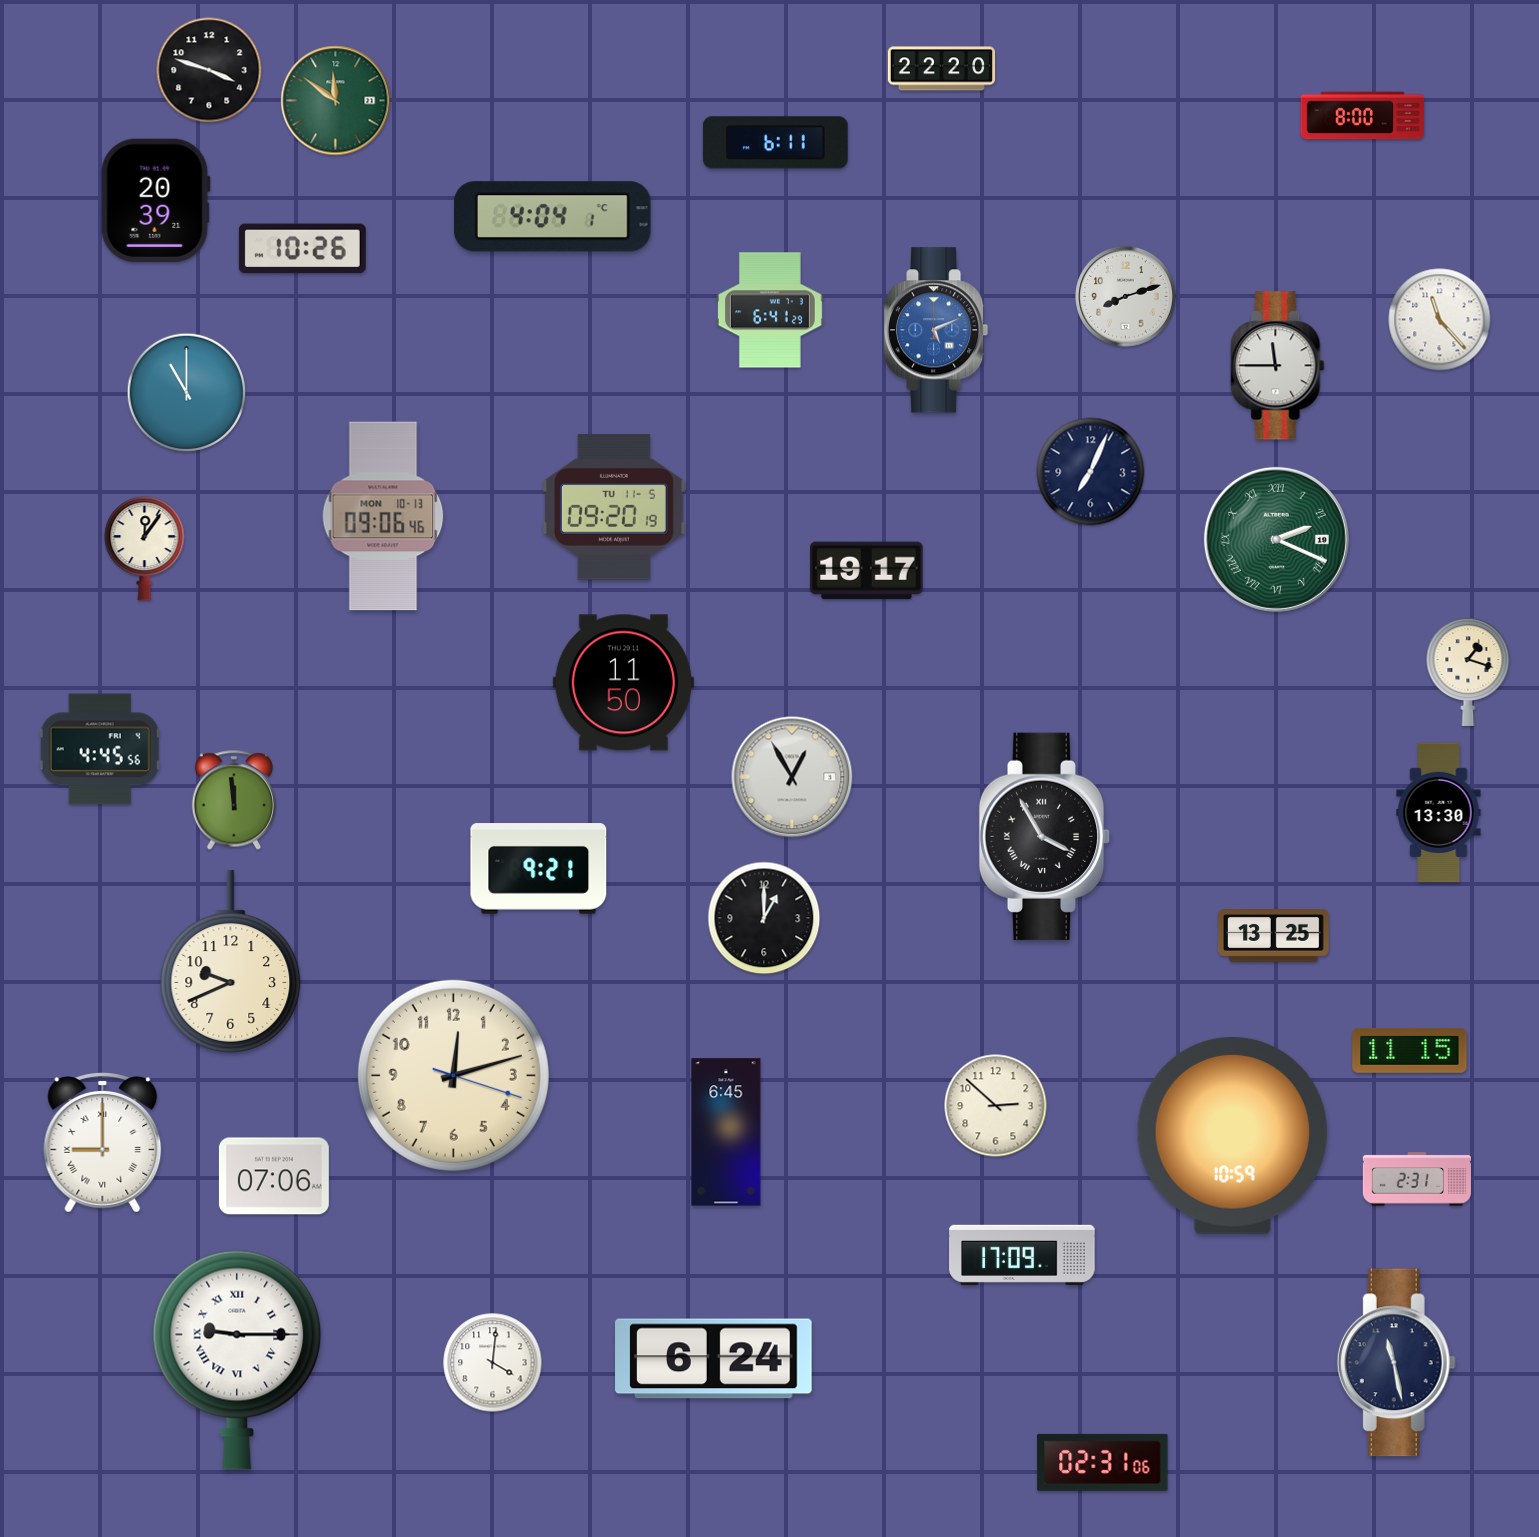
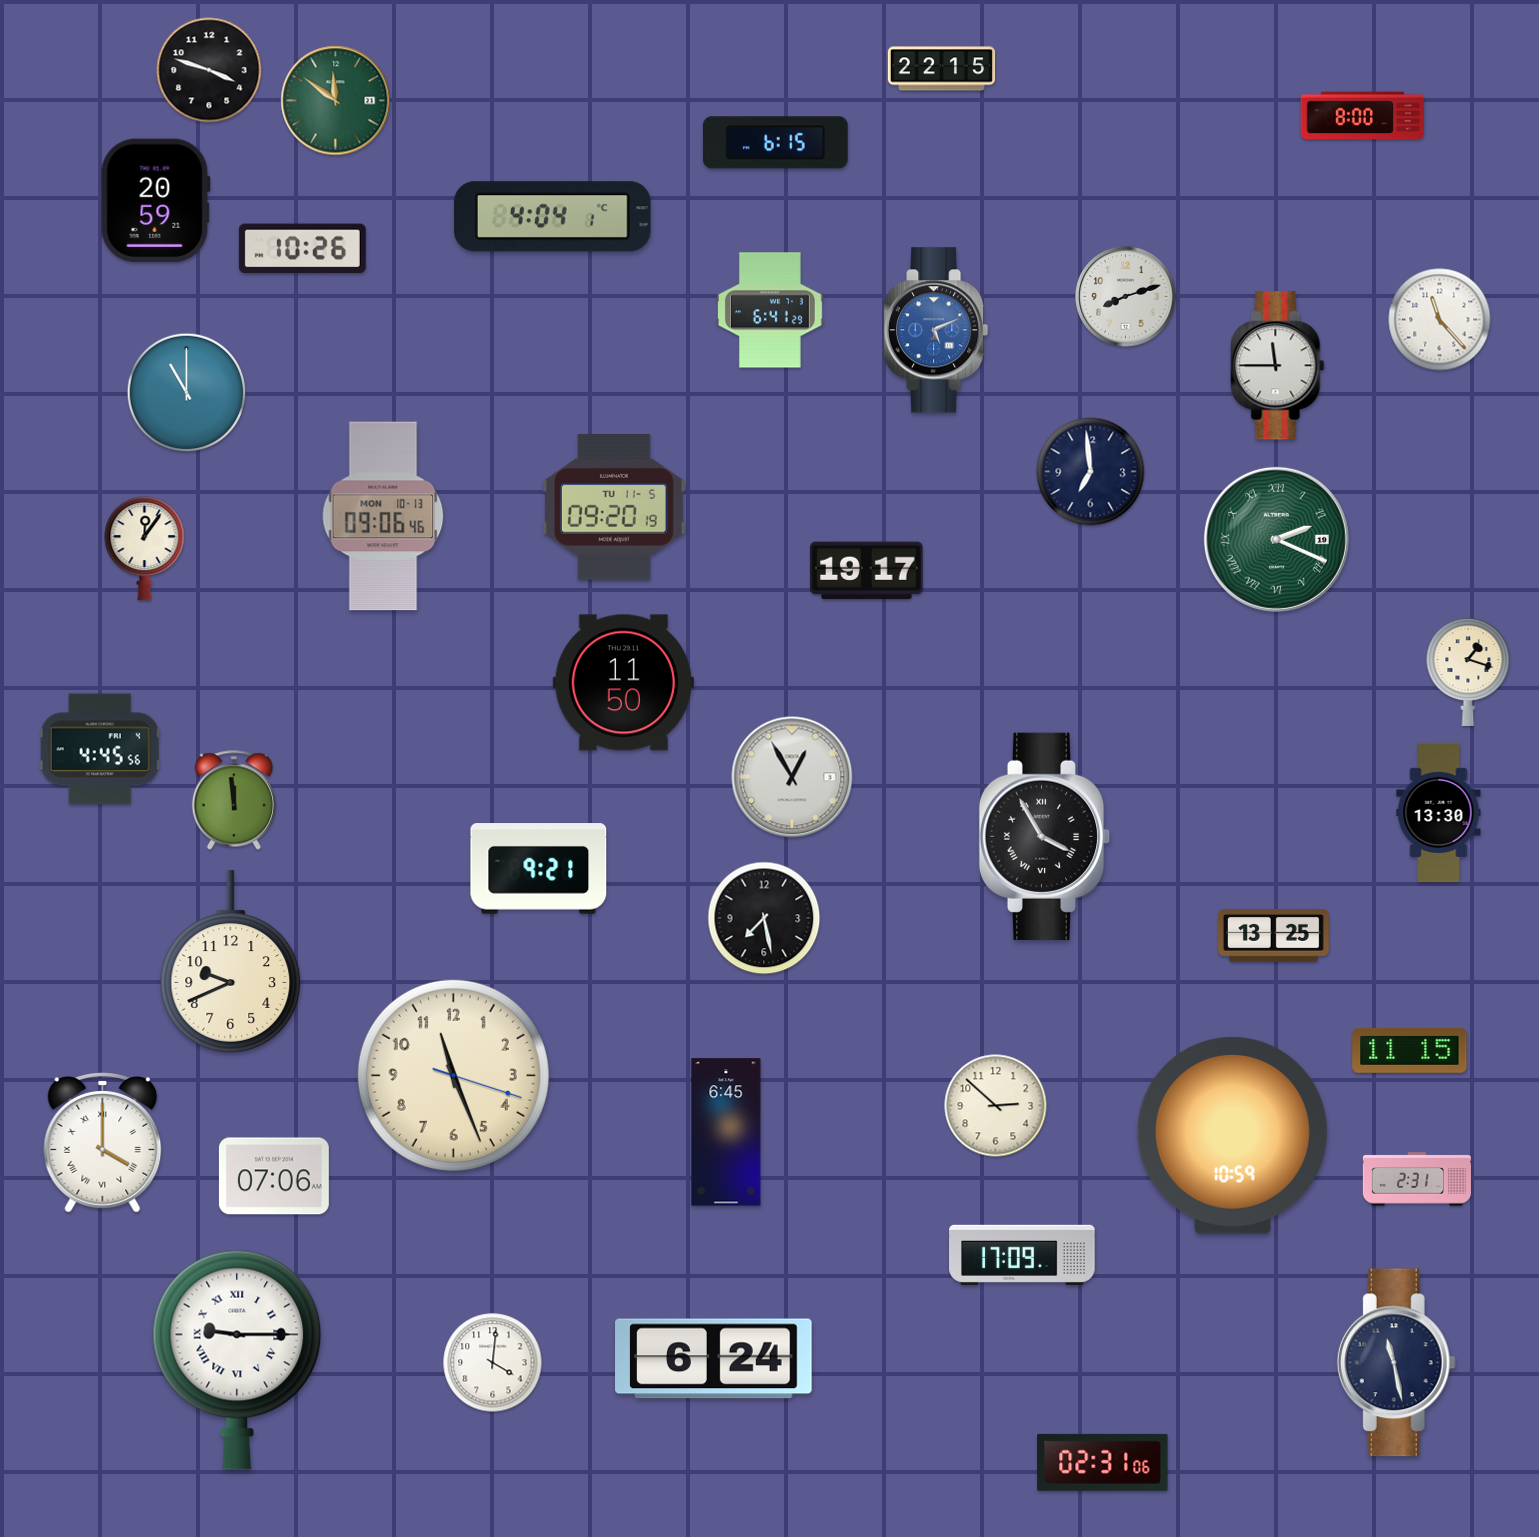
clock at (942, 69): 22:20 -> 22:15
clock at (775, 143): 6:11 -> 6:15
clock at (155, 200): 20:39 -> 20:59
clock at (1091, 472): 7:04 -> 6:59
clock at (764, 918): 1:00 -> 7:28
clock at (453, 1075): 12:12 -> 11:26
clock at (103, 1143): 9:00 -> 4:00
